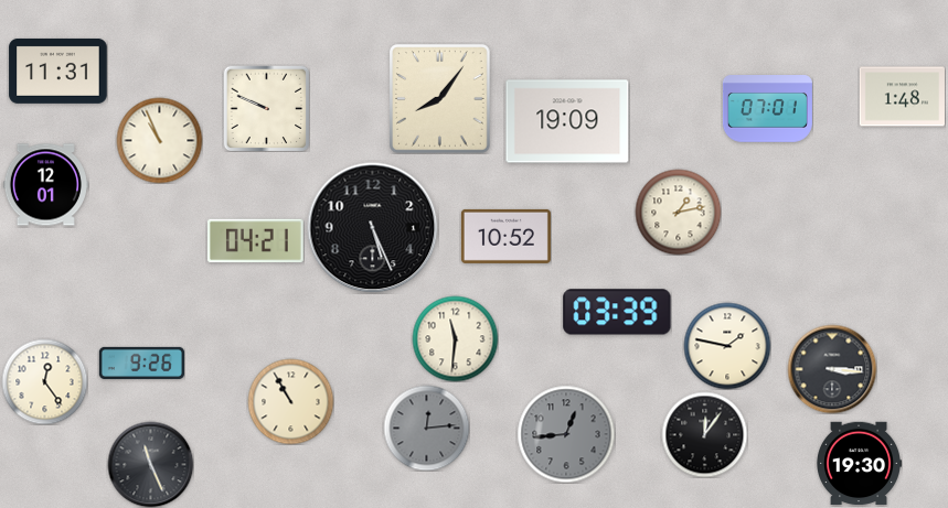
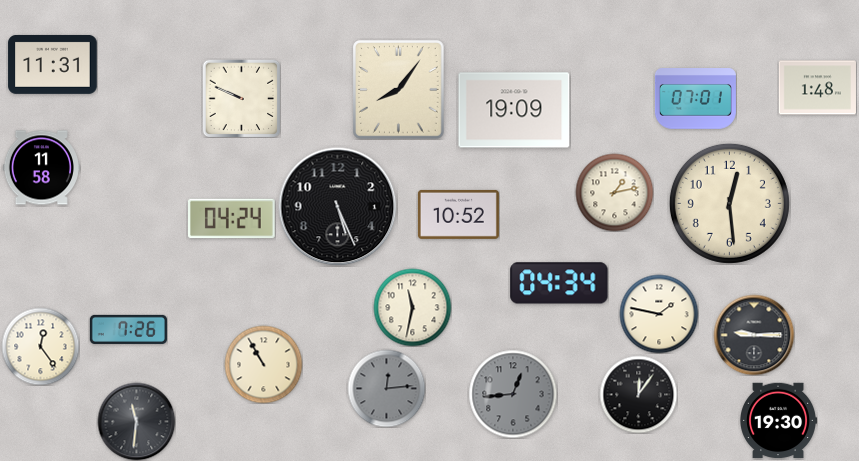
clock at (159, 140): 10:56 -> none
clock at (45, 185): 12:01 -> 11:58
clock at (729, 203): none -> 12:29
clock at (256, 241): 04:21 -> 04:24
clock at (617, 312): 03:39 -> 04:34
clock at (455, 338): 11:31 -> 11:32
clock at (141, 363): 9:26 -> 7:26
clock at (832, 369): 3:16 -> 9:15
clock at (150, 464): 11:26 -> 11:31
